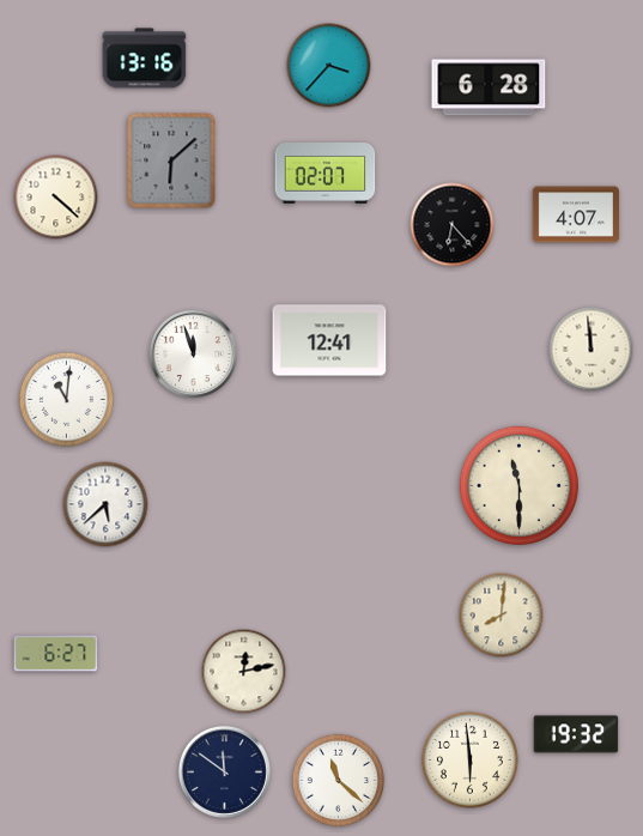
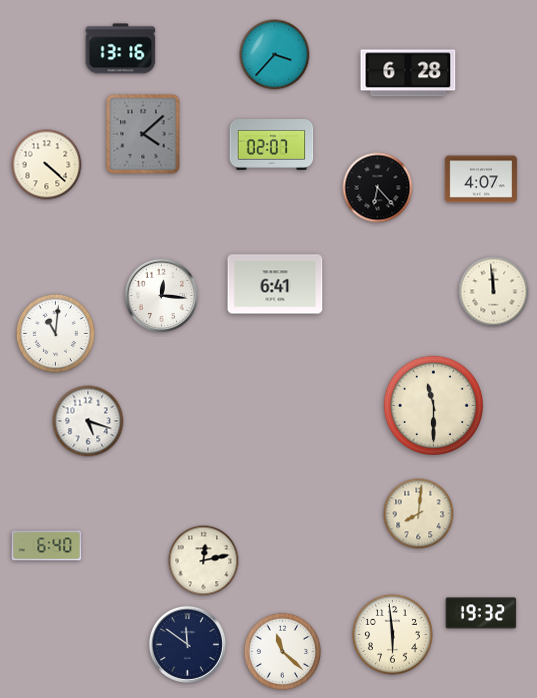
clock at (171, 160): 6:08 -> 4:08
clock at (329, 340): 12:41 -> 6:41
clock at (193, 353): 11:57 -> 12:16
clock at (105, 504): 5:38 -> 5:18
clock at (56, 654): 6:27 -> 6:40
